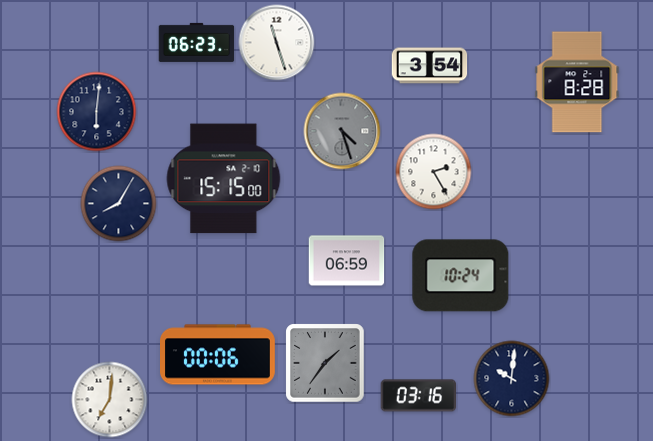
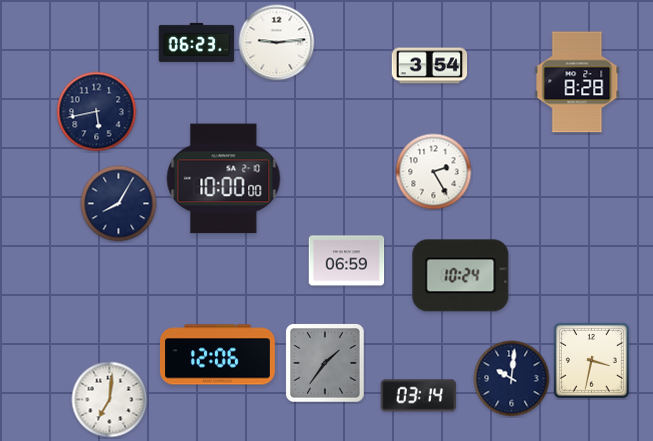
clock at (277, 43): 11:27 -> 9:14
clock at (97, 112): 6:01 -> 5:43
clock at (342, 131): 4:27 -> none
clock at (224, 179): 15:15 -> 10:00
clock at (218, 355): 00:06 -> 12:06
clock at (591, 360): none -> 3:32
clock at (419, 396): 03:16 -> 03:14
